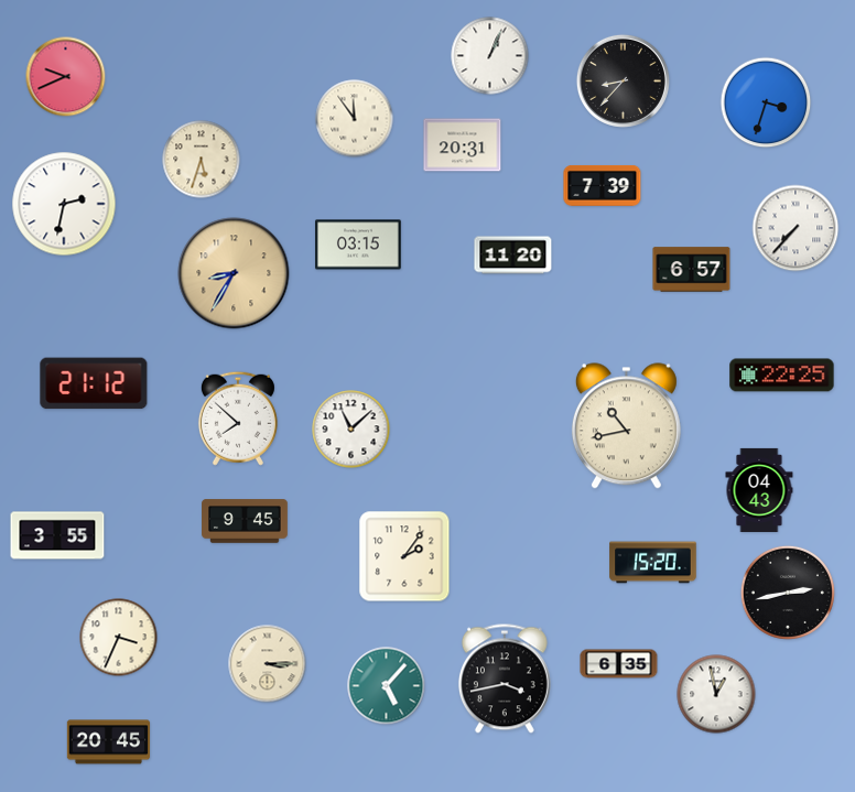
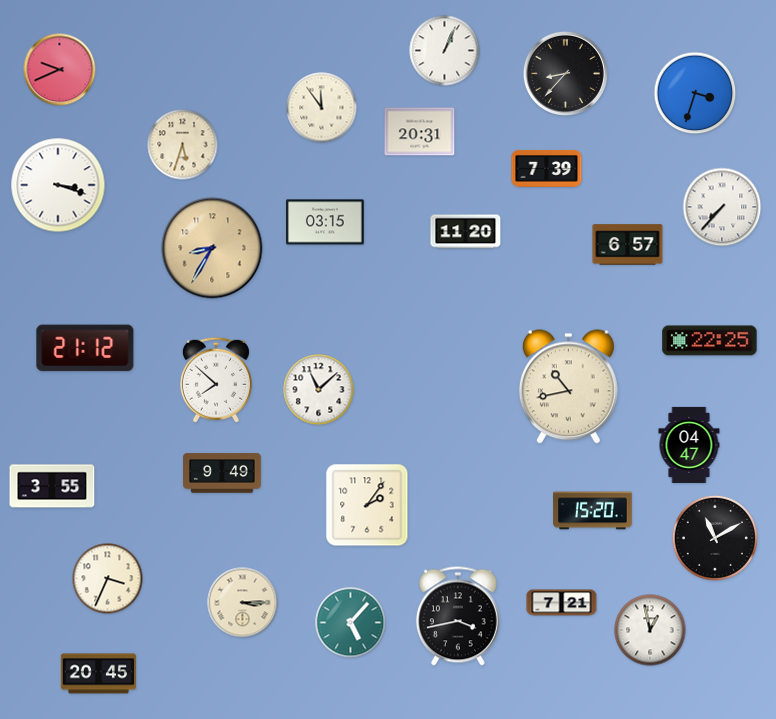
clock at (64, 204): 2:32 -> 3:18
clock at (759, 490): 04:43 -> 04:47
clock at (245, 521): 9:45 -> 9:49
clock at (788, 593): 2:43 -> 11:10
clock at (619, 664): 6:35 -> 7:21
